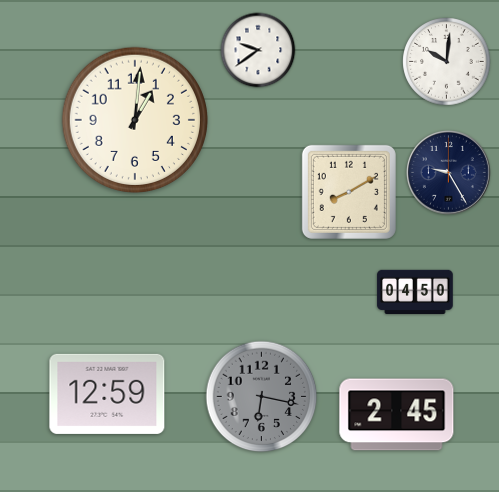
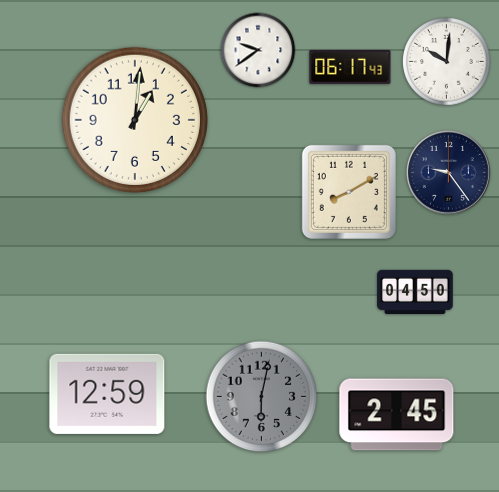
clock at (350, 67): none -> 06:17
clock at (448, 172): 9:25 -> 9:24
clock at (262, 397): 6:17 -> 6:02
